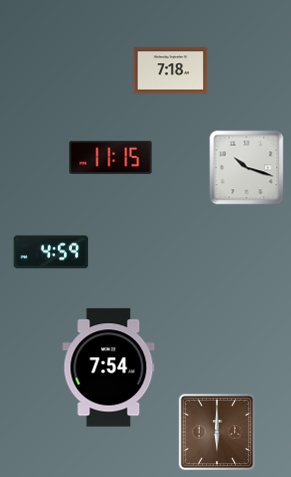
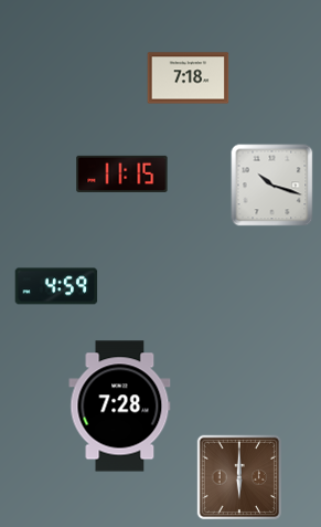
clock at (51, 252) position: (51, 252) -> (56, 286)
clock at (109, 368): 7:54 -> 7:28
